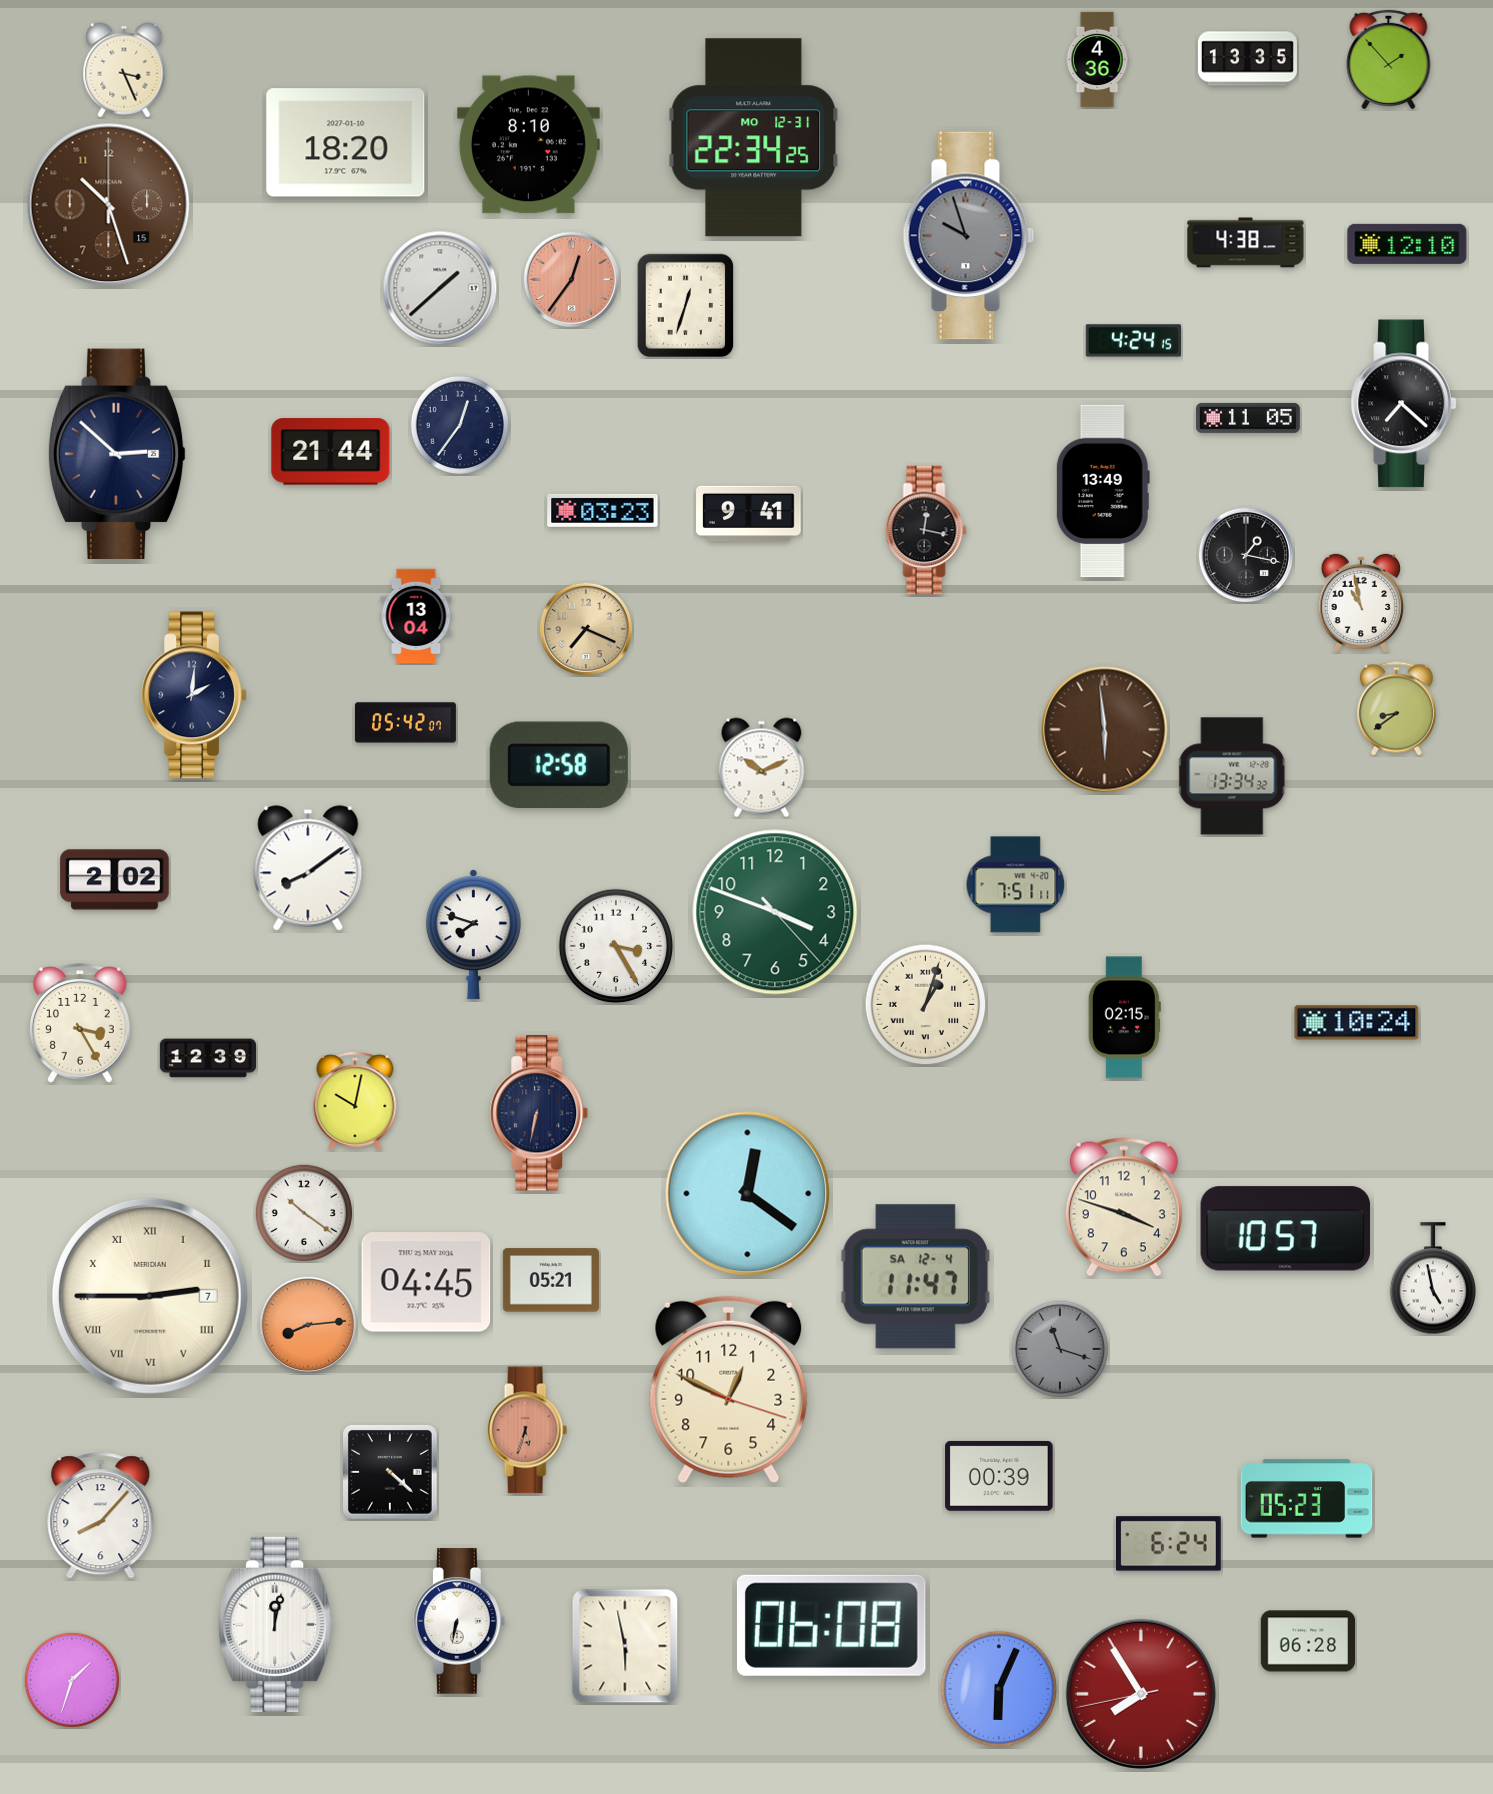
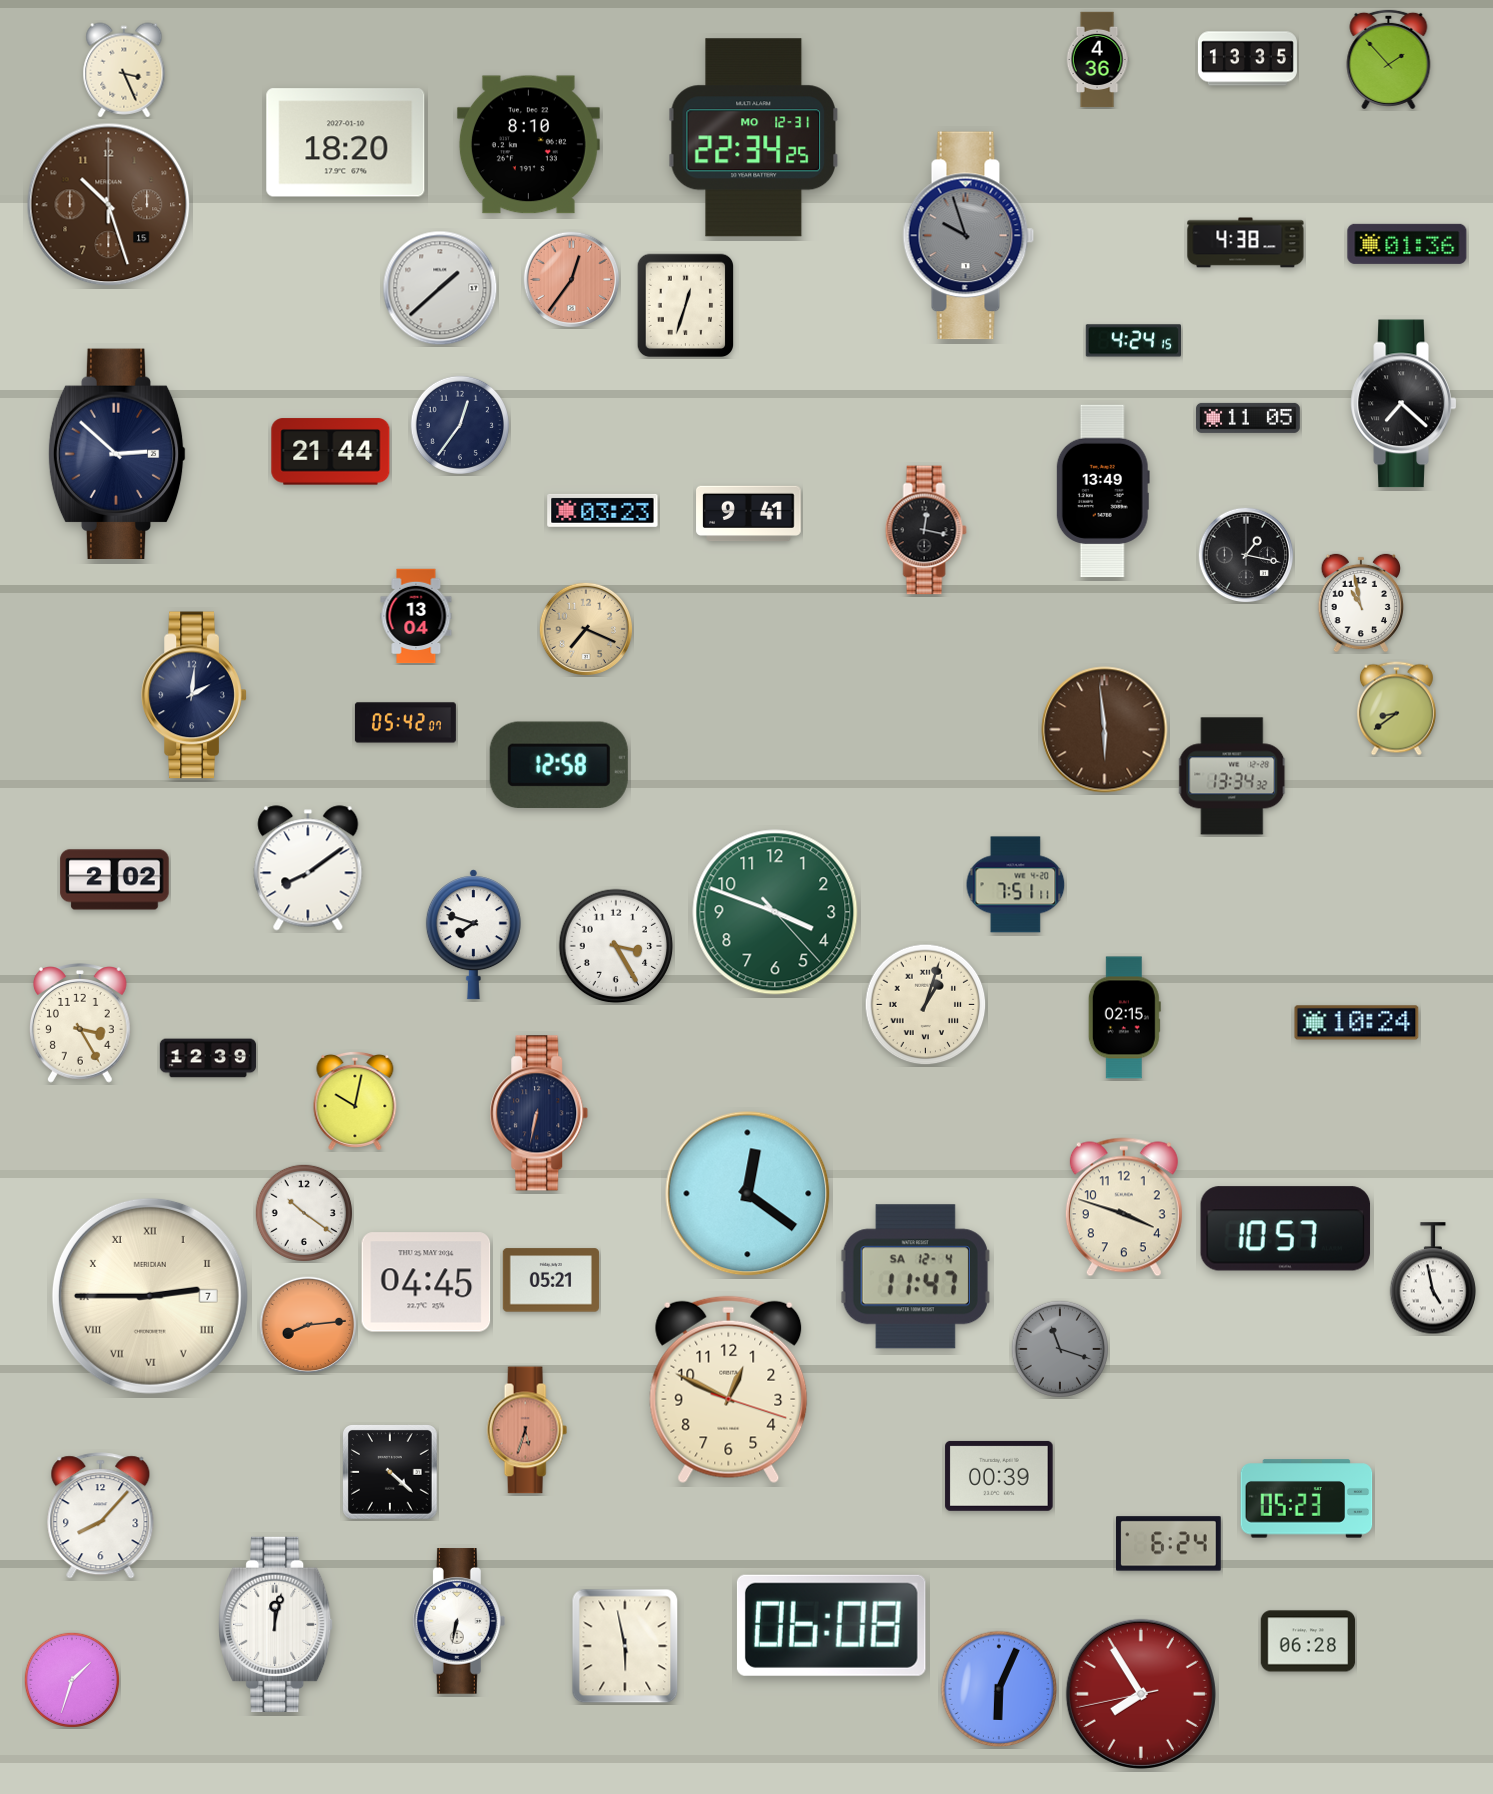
clock at (1407, 244): 12:10 -> 01:36
clock at (762, 768): 10:11 -> none
